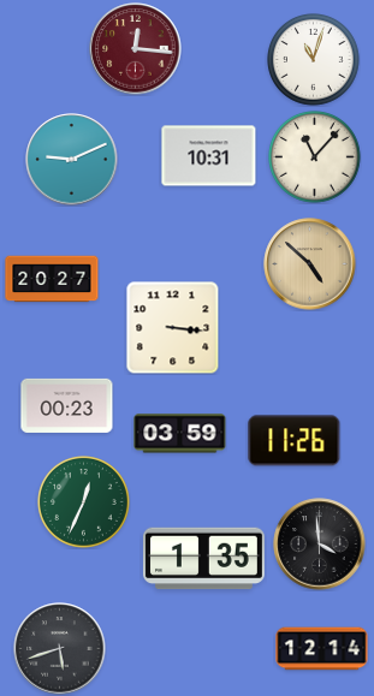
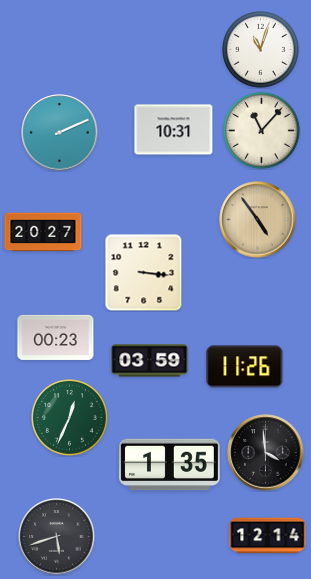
clock at (136, 49): 12:16 -> none
clock at (72, 160): 9:11 -> 2:11
clock at (310, 264): 4:52 -> 4:54
clock at (60, 649) position: (60, 649) -> (57, 537)
clock at (322, 649) position: (322, 649) -> (268, 536)
